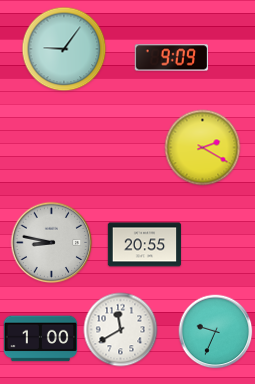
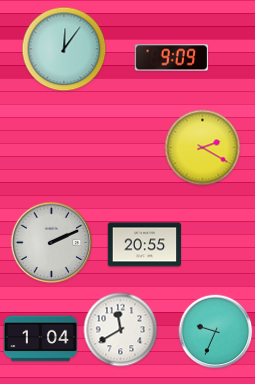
clock at (64, 49): 9:06 -> 12:06
clock at (52, 243): 8:47 -> 2:11
clock at (41, 339): 1:00 -> 1:04
